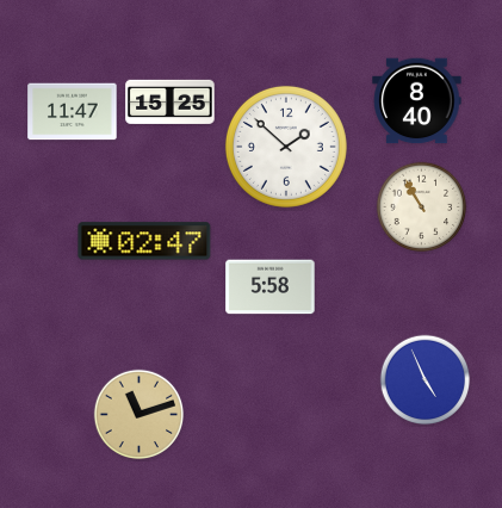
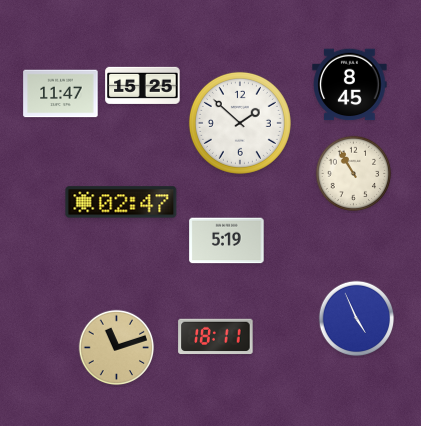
clock at (417, 101): 8:40 -> 8:45
clock at (271, 287): 5:58 -> 5:19
clock at (216, 337): none -> 18:11
